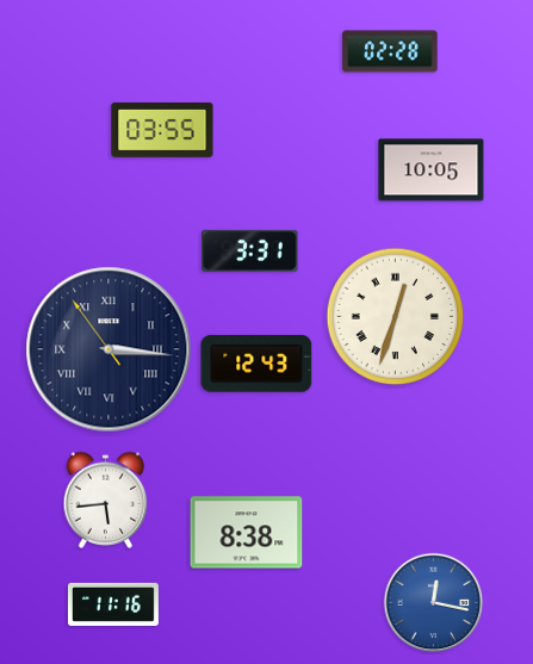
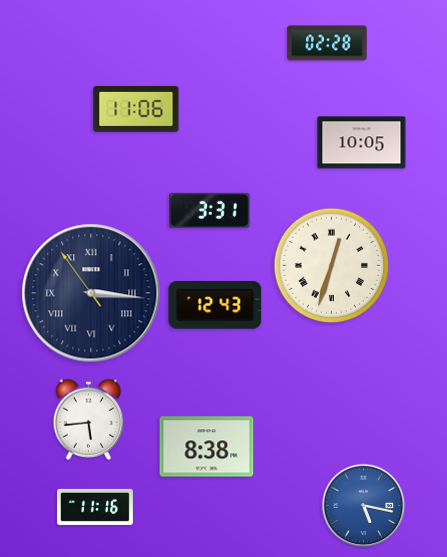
clock at (162, 130): 03:55 -> 11:06
clock at (434, 603): 12:17 -> 5:17
